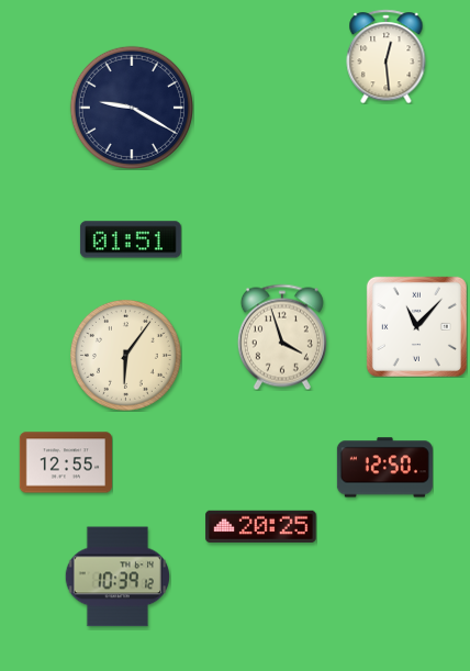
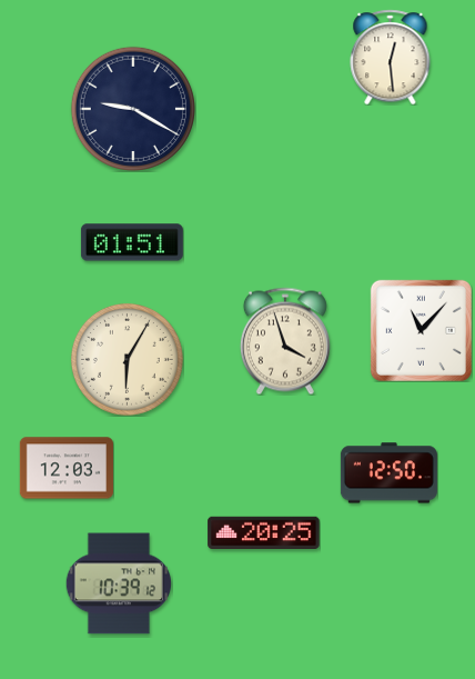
clock at (125, 355): 6:06 -> 6:05
clock at (66, 462): 12:55 -> 12:03
